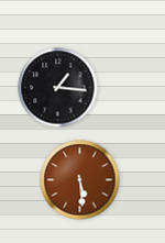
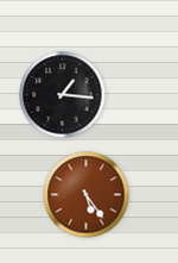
clock at (80, 180): 5:29 -> 5:24
